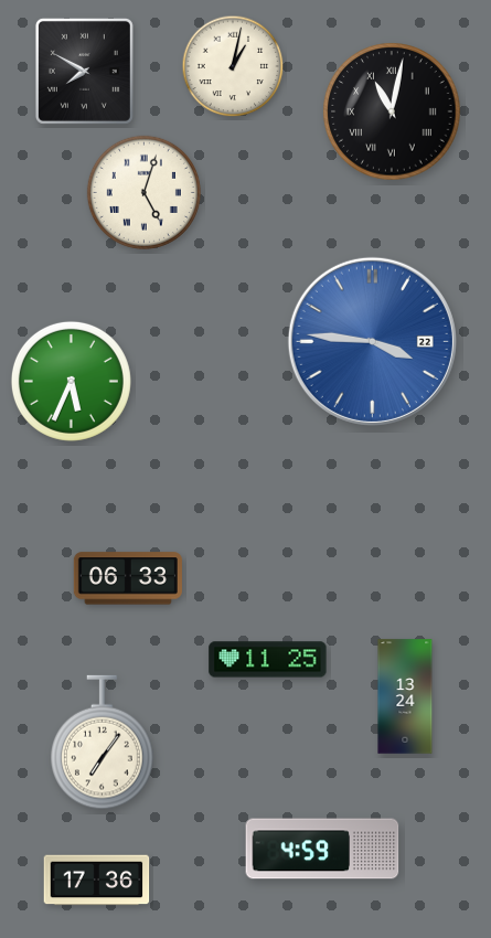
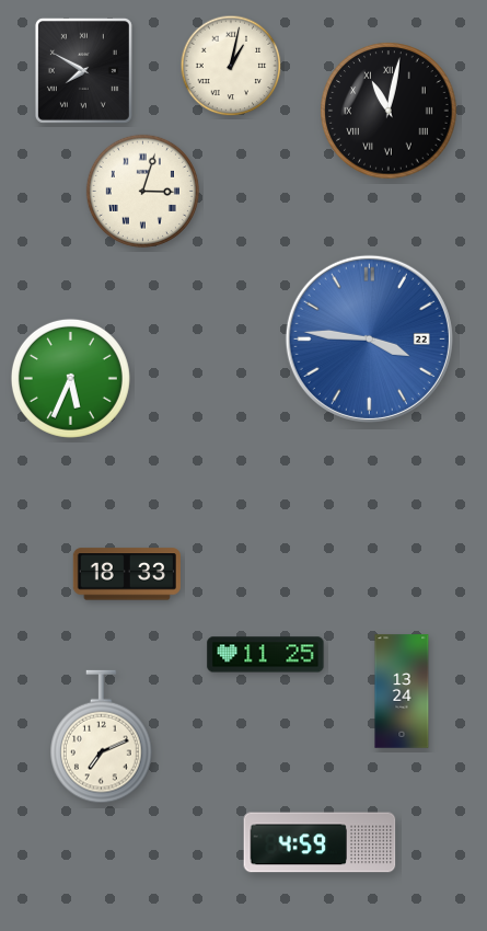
clock at (143, 192): 5:03 -> 3:03
clock at (128, 578): 06:33 -> 18:33
clock at (103, 743): 7:06 -> 7:11
clock at (97, 881): 17:36 -> none
